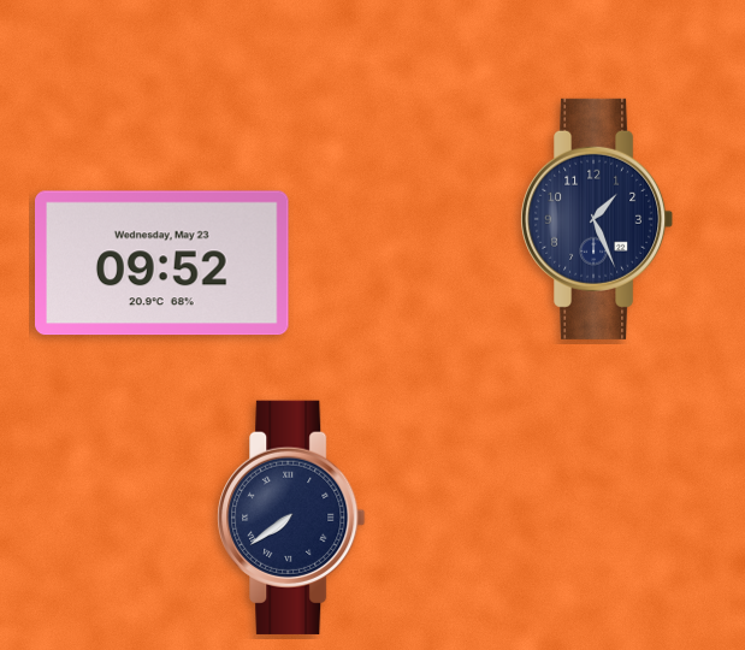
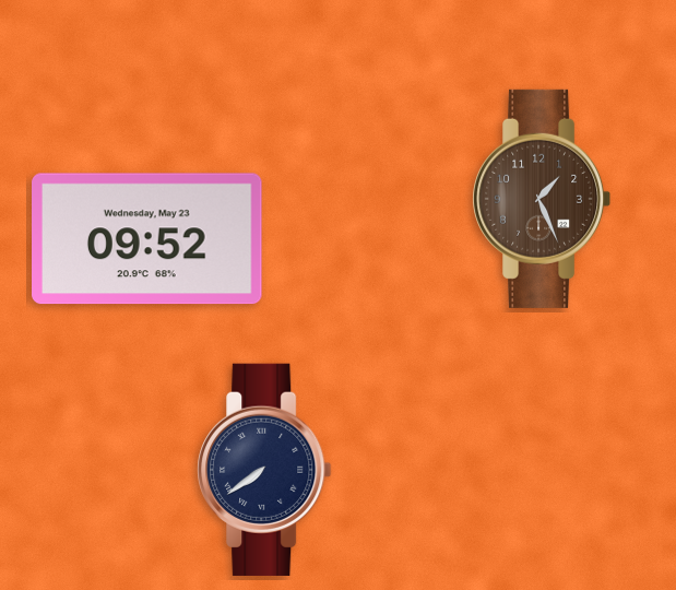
clock at (597, 219) dial: navy -> brown
